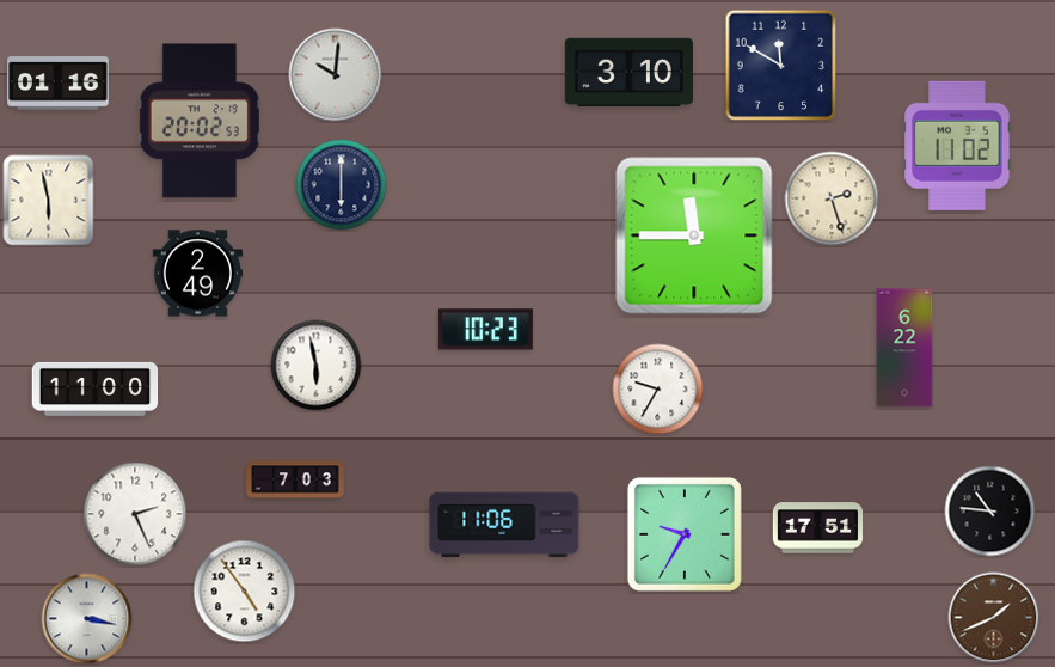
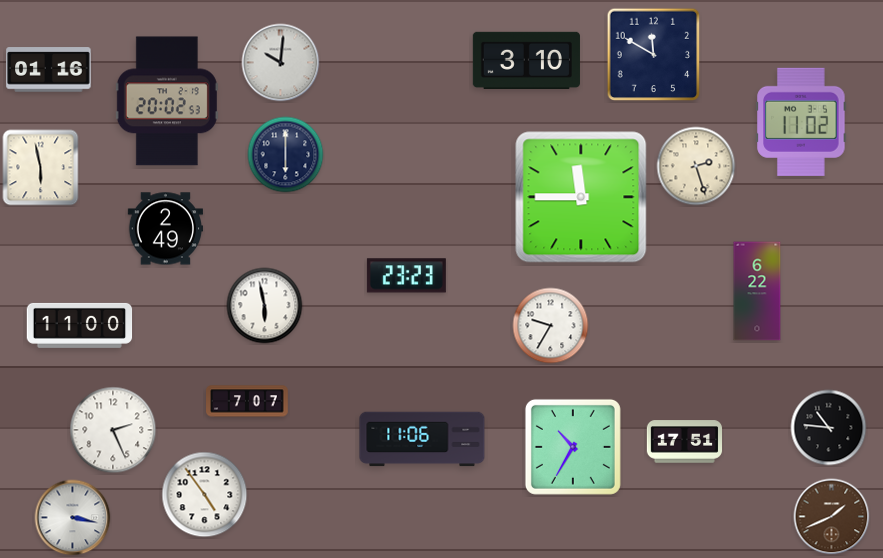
clock at (485, 330): 10:23 -> 23:23
clock at (295, 479): 7:03 -> 7:07
clock at (685, 534): 9:35 -> 10:35
